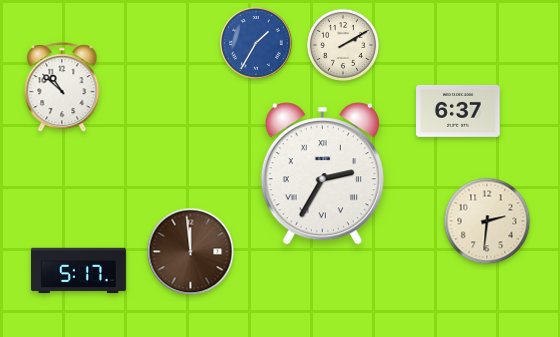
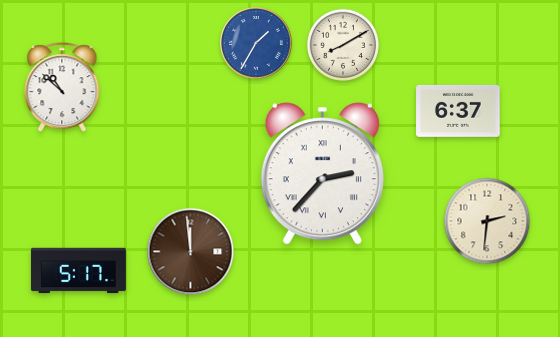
clock at (343, 45): 2:10 -> 8:10
clock at (322, 174): 2:35 -> 2:37
